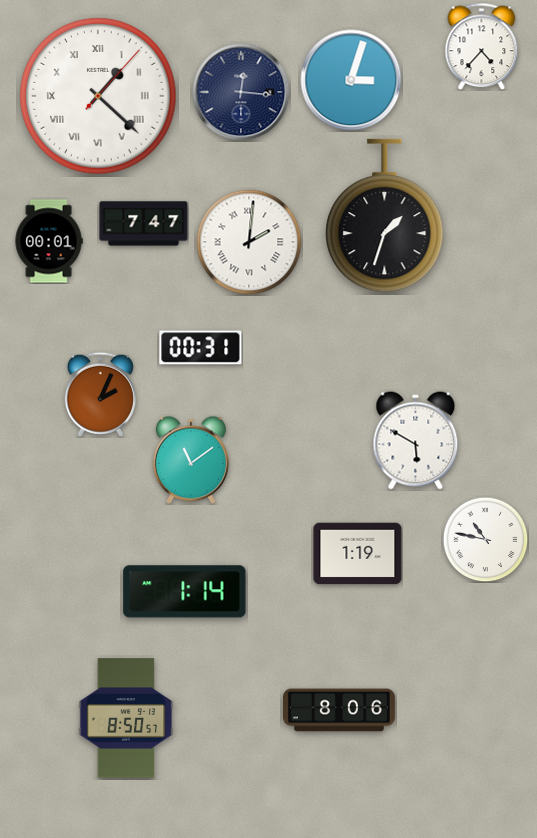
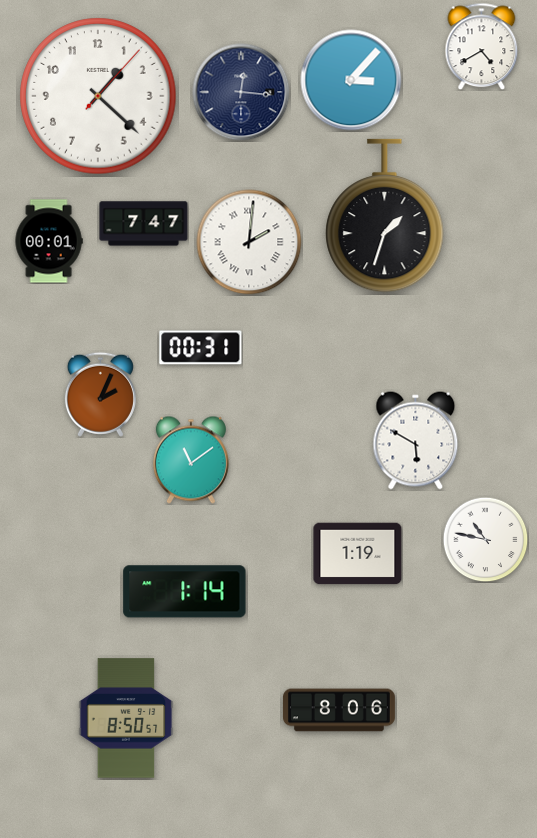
clock at (482, 46): 4:37 -> 4:40
clock at (351, 80): 3:03 -> 3:07
clock at (98, 96) numerals: Roman -> Arabic
